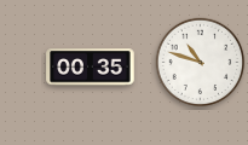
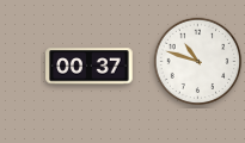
clock at (91, 68): 00:35 -> 00:37
